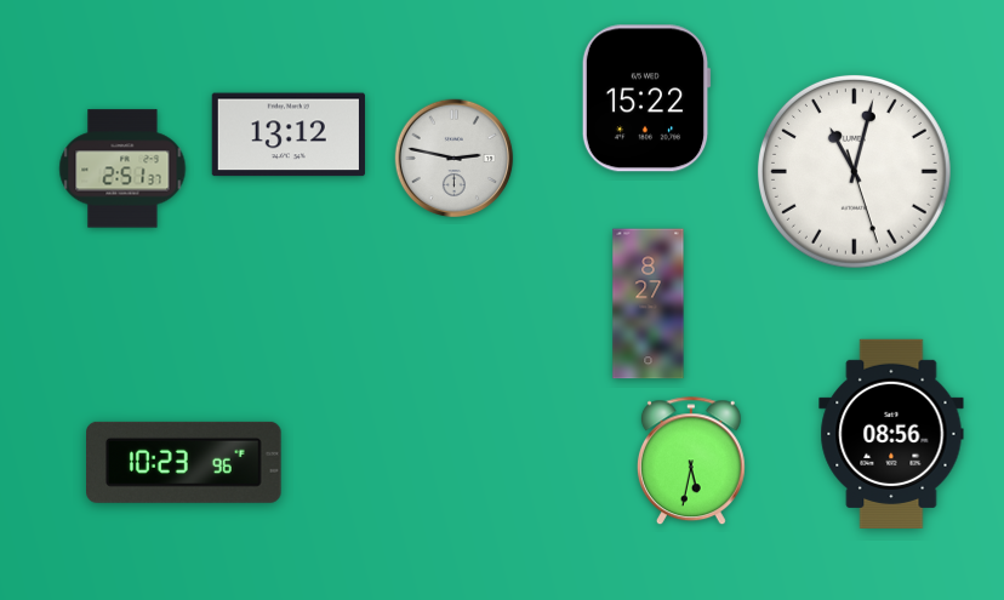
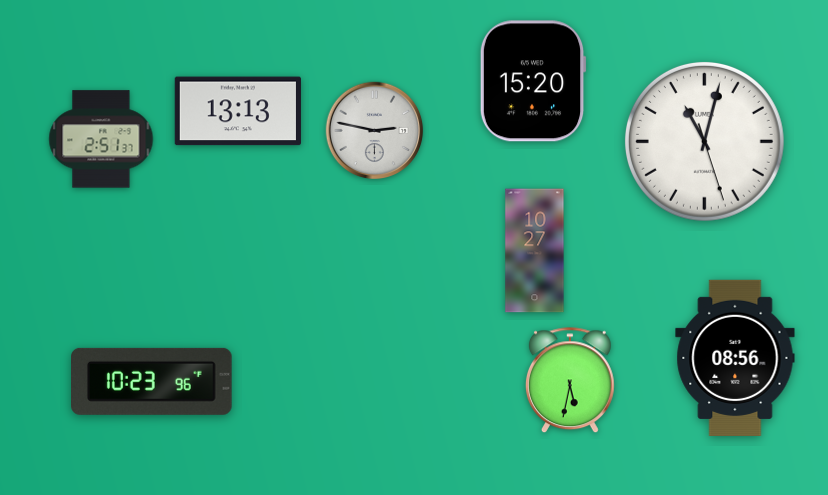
clock at (646, 98): 15:22 -> 15:20
clock at (289, 135): 13:12 -> 13:13
clock at (649, 304): 8:27 -> 10:27
